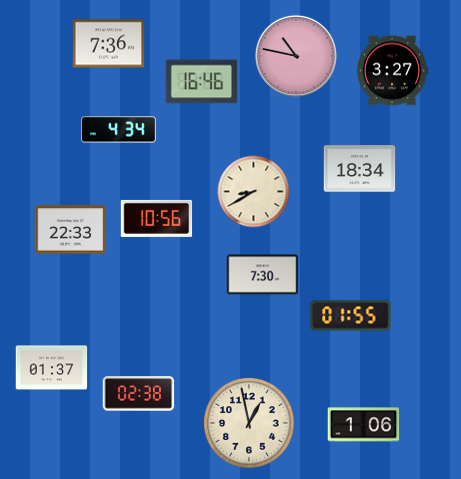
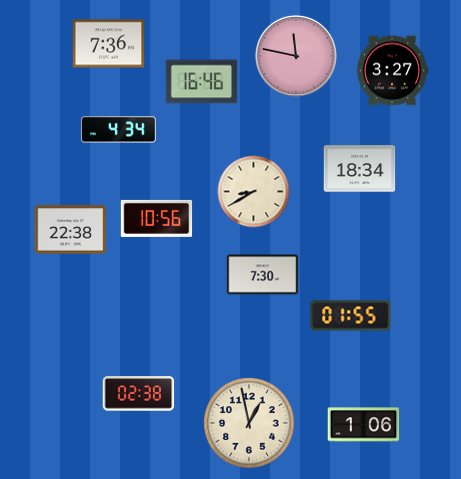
clock at (296, 56): 10:47 -> 11:47
clock at (71, 230): 22:33 -> 22:38
clock at (52, 368): 01:37 -> none
